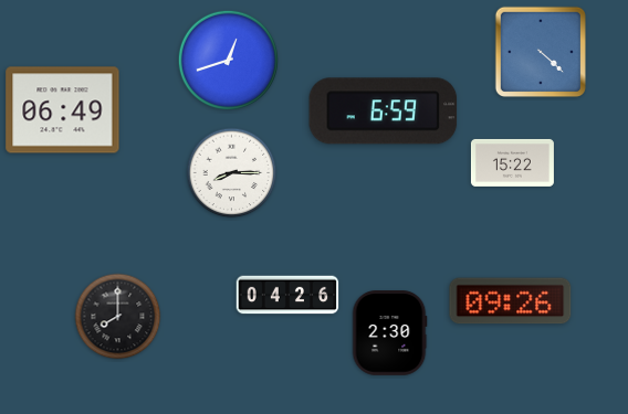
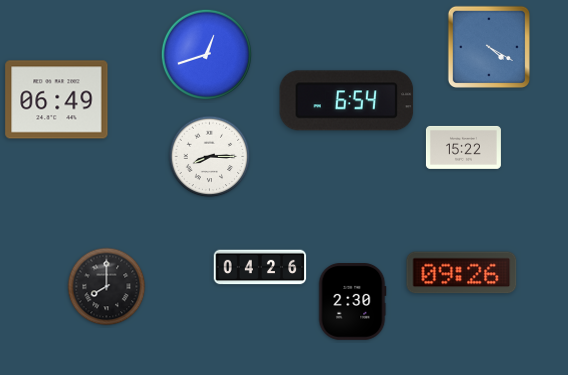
clock at (541, 52): 4:22 -> 4:20
clock at (384, 112): 6:59 -> 6:54
